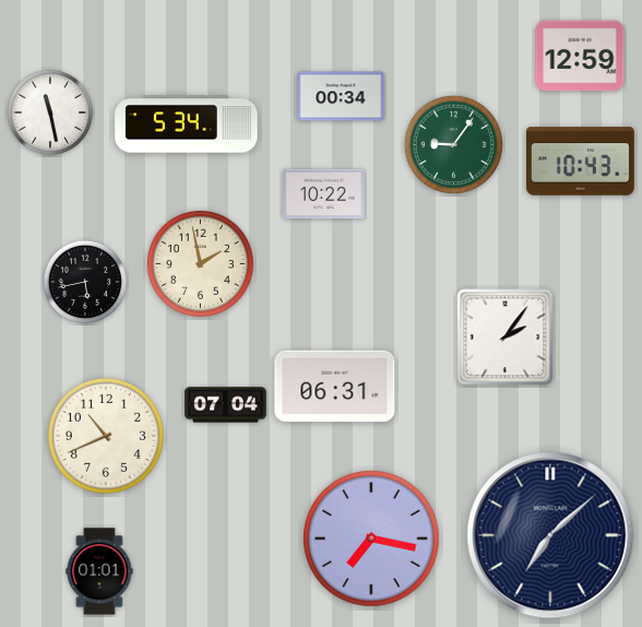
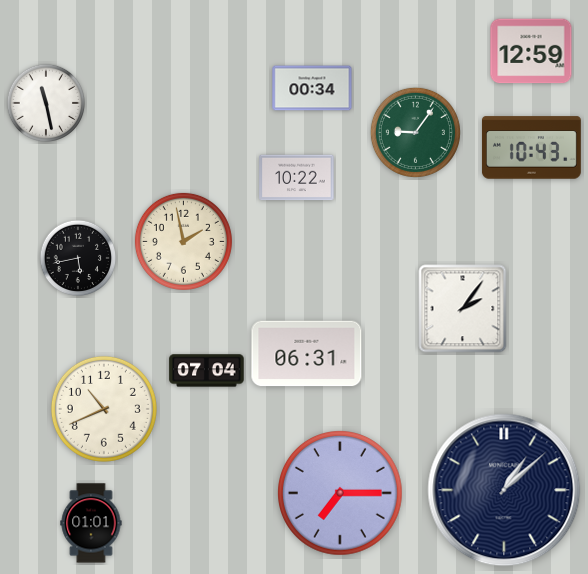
clock at (187, 125): 5:34 -> none
clock at (106, 436) position: (106, 436) -> (104, 409)
clock at (550, 535): 7:08 -> 1:08
clock at (372, 540): 7:17 -> 7:15
